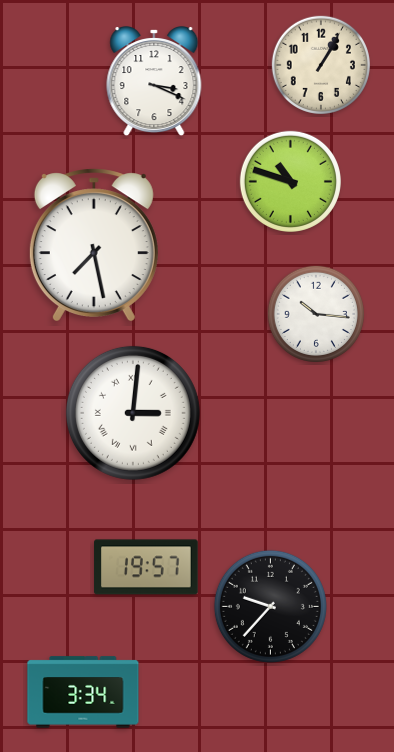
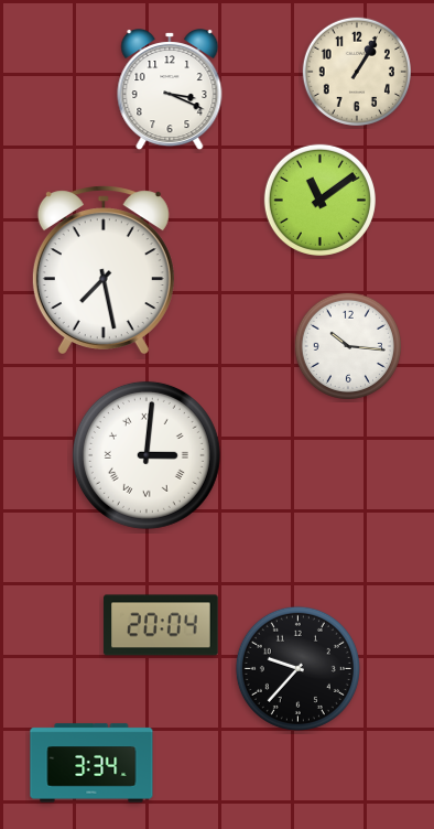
clock at (321, 65) position: (321, 65) -> (357, 72)
clock at (290, 181): 10:48 -> 11:09
clock at (146, 567): 19:57 -> 20:04
